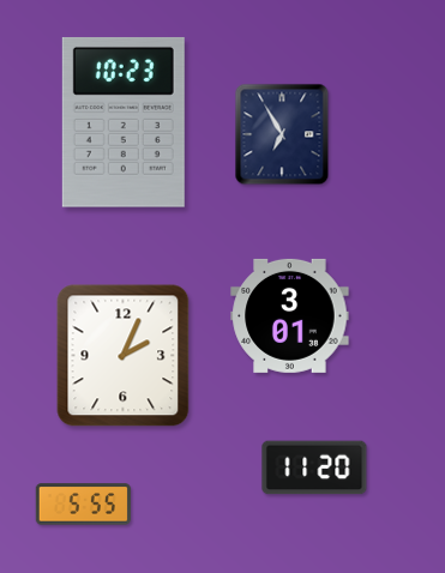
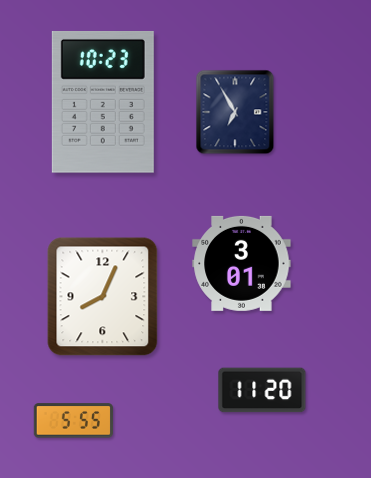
clock at (124, 356): 2:04 -> 8:04
clock at (83, 505) position: (83, 505) -> (73, 421)
